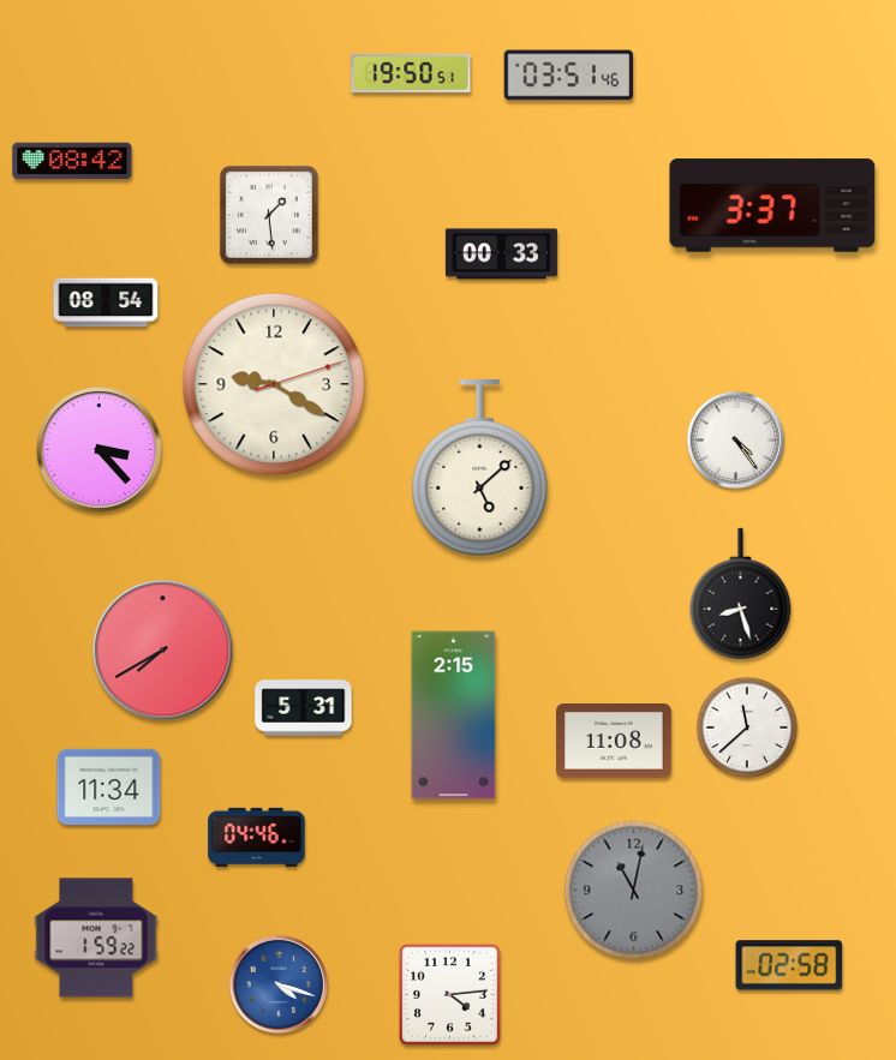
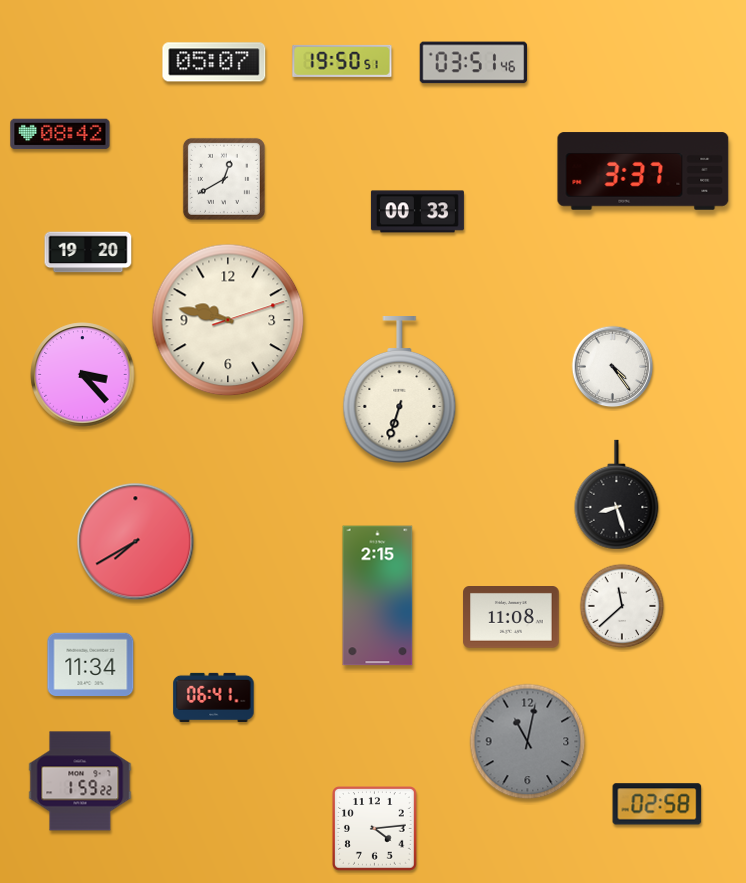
clock at (214, 62): none -> 05:07
clock at (269, 215): 1:29 -> 12:40
clock at (106, 303): 08:54 -> 19:20
clock at (274, 384): 9:20 -> 9:47
clock at (480, 468): 5:08 -> 6:33
clock at (304, 708): 5:31 -> none
clock at (109, 786) position: (109, 786) -> (91, 664)
clock at (257, 837): 04:46 -> 06:41
clock at (279, 984): 4:18 -> none
